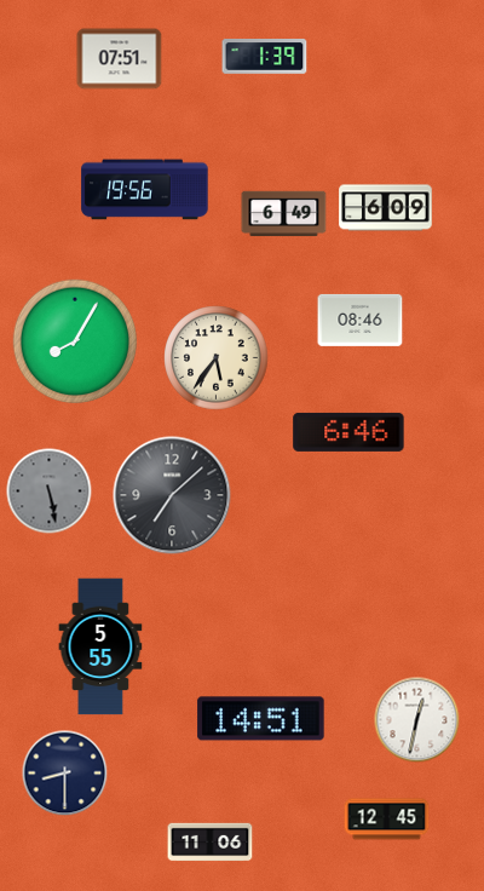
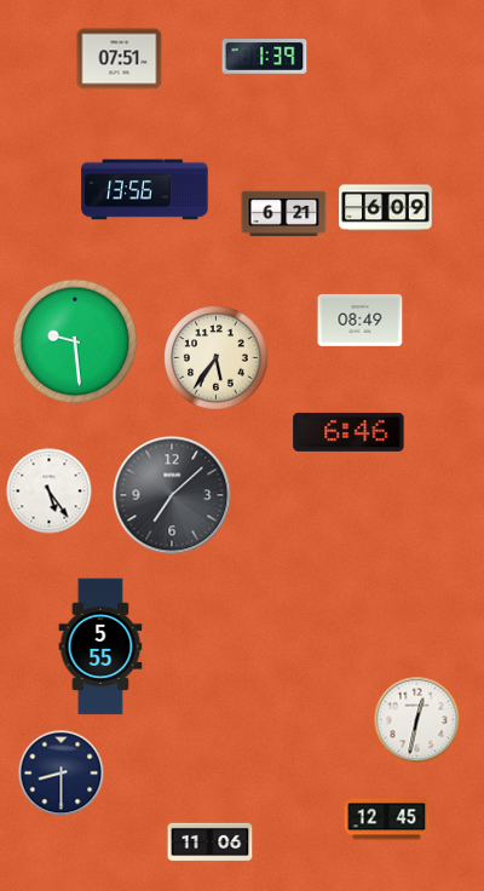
clock at (145, 190): 19:56 -> 13:56
clock at (284, 214): 6:49 -> 6:21
clock at (361, 320): 08:46 -> 08:49
clock at (75, 341): 8:05 -> 9:29
clock at (50, 492): 5:28 -> 5:24
clock at (50, 492) dial: grey -> white
clock at (261, 719): 14:51 -> none
clock at (65, 774) position: (65, 774) -> (62, 774)
